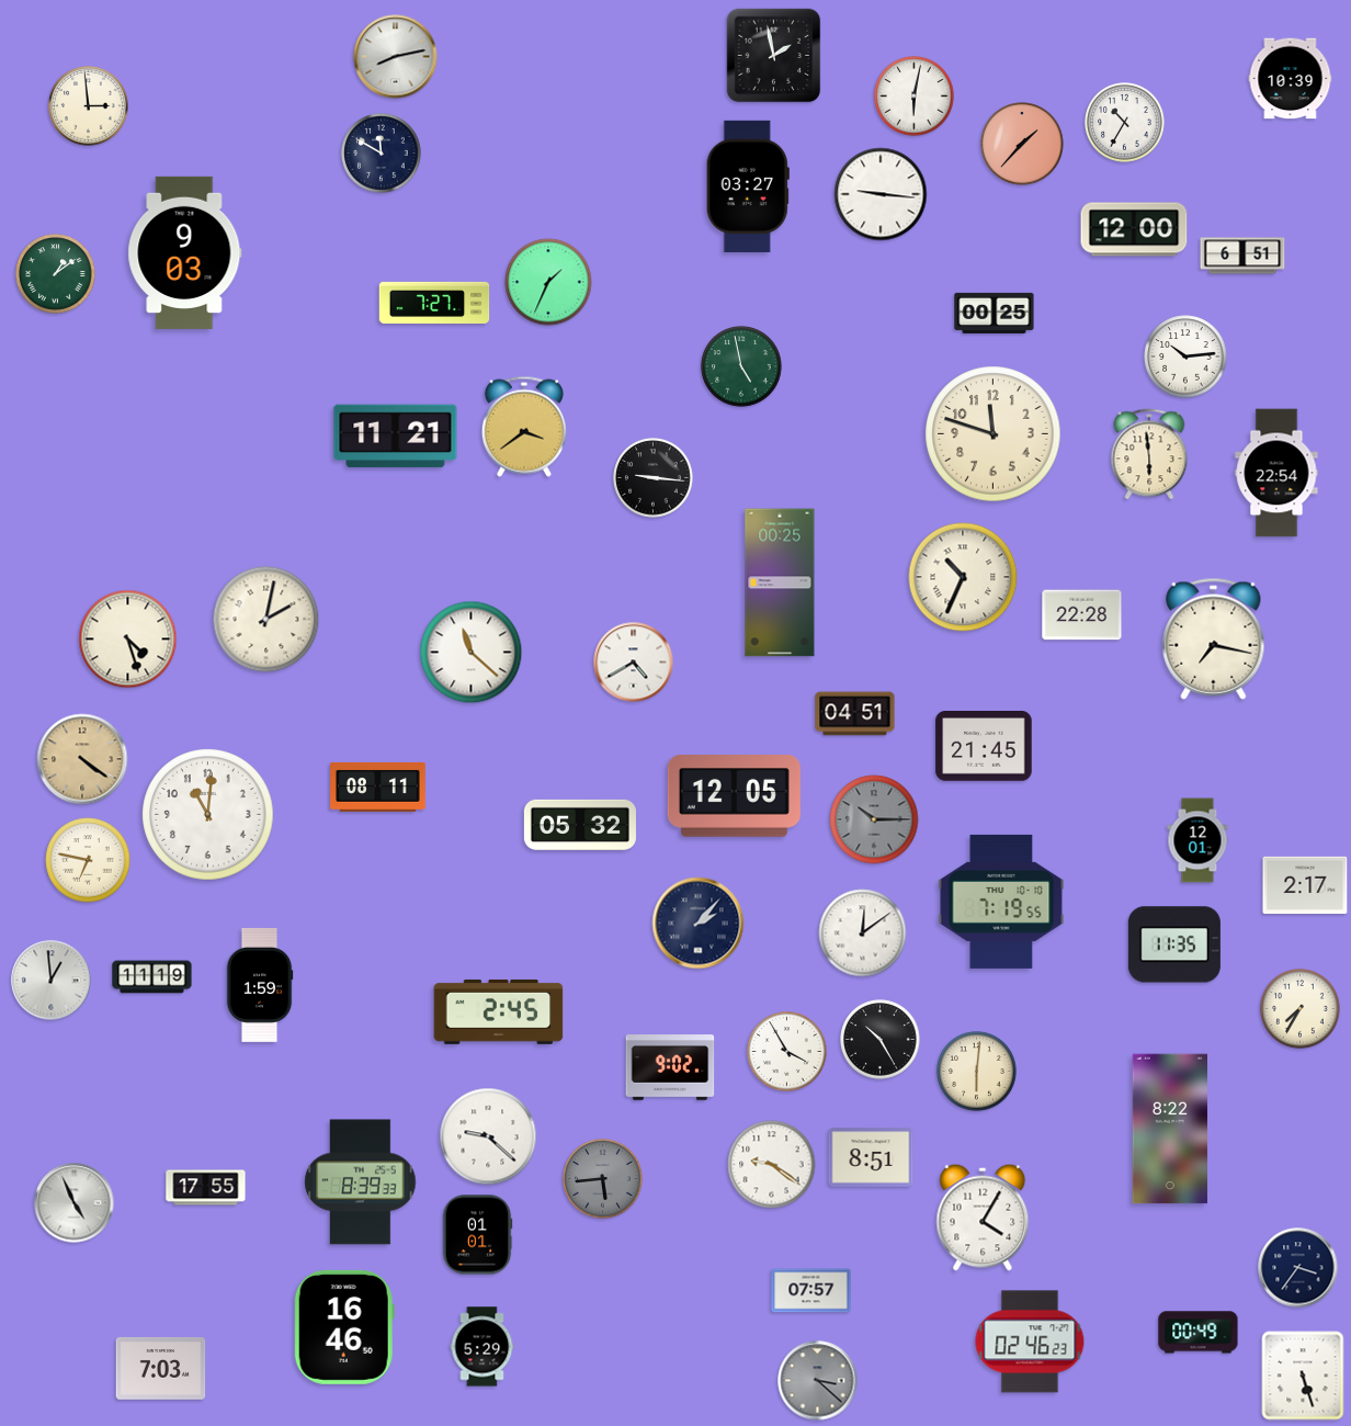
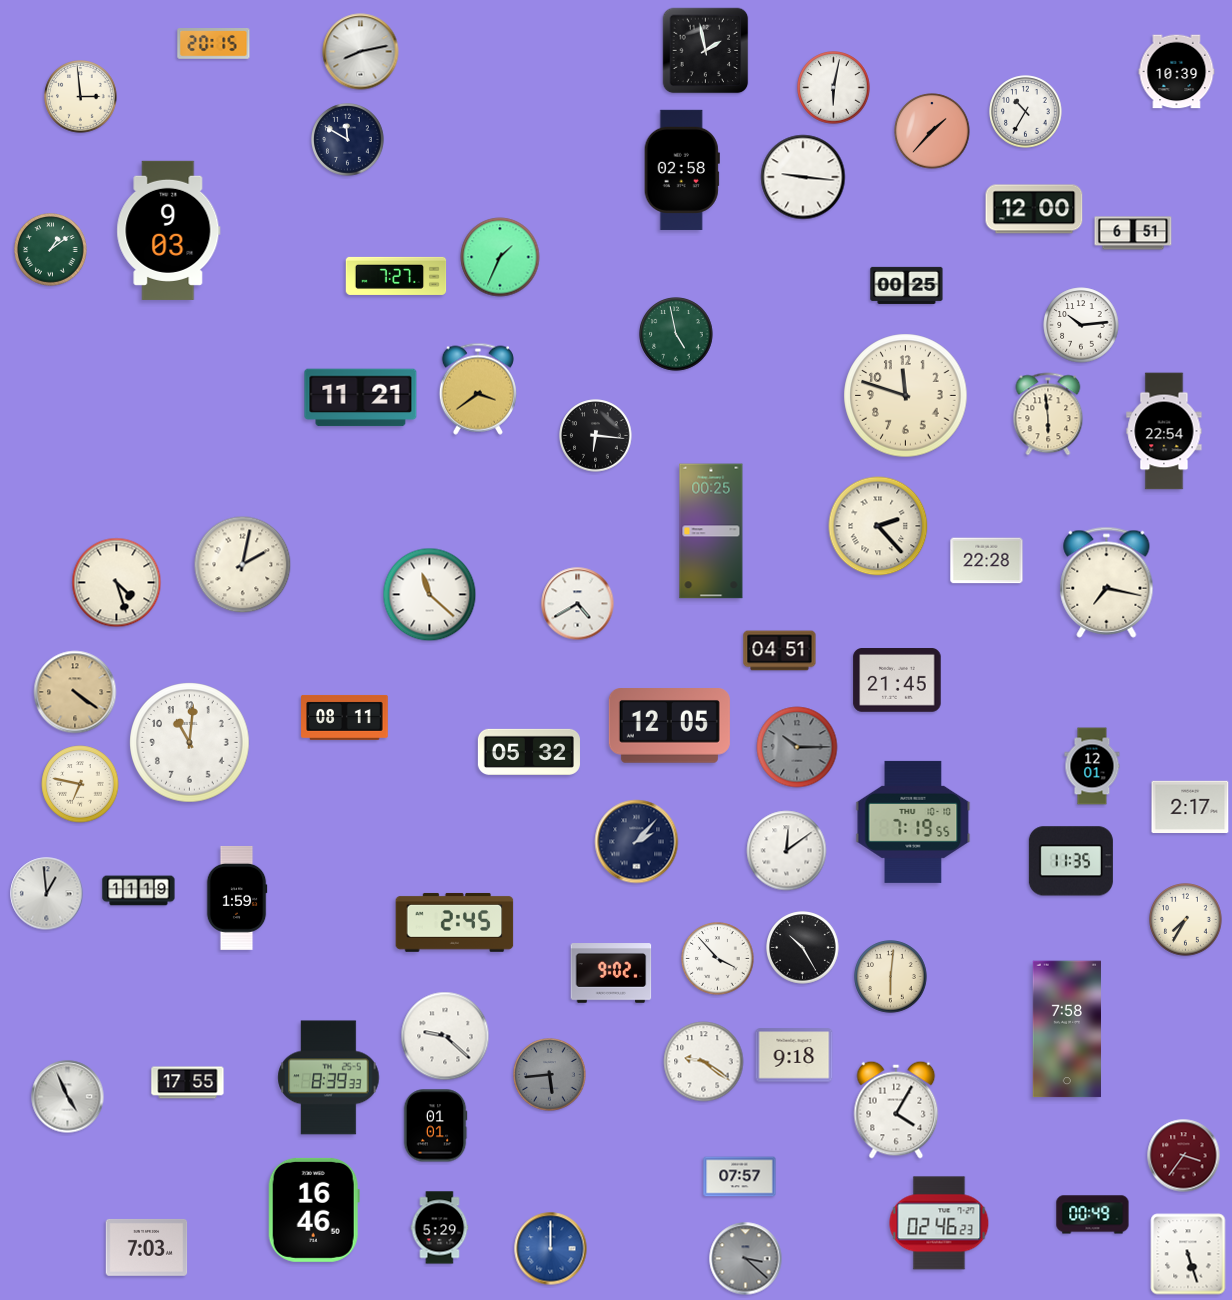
clock at (214, 44): none -> 20:15
clock at (748, 186): 03:27 -> 02:58
clock at (654, 478): 9:16 -> 6:16
clock at (963, 577): 10:34 -> 2:23
clock at (787, 1052): 3:55 -> 3:53
clock at (1169, 1129): 8:22 -> 7:58
clock at (871, 1157): 8:51 -> 9:18
clock at (1298, 1268) dial: navy -> burgundy
clock at (551, 1249): none -> 12:00
